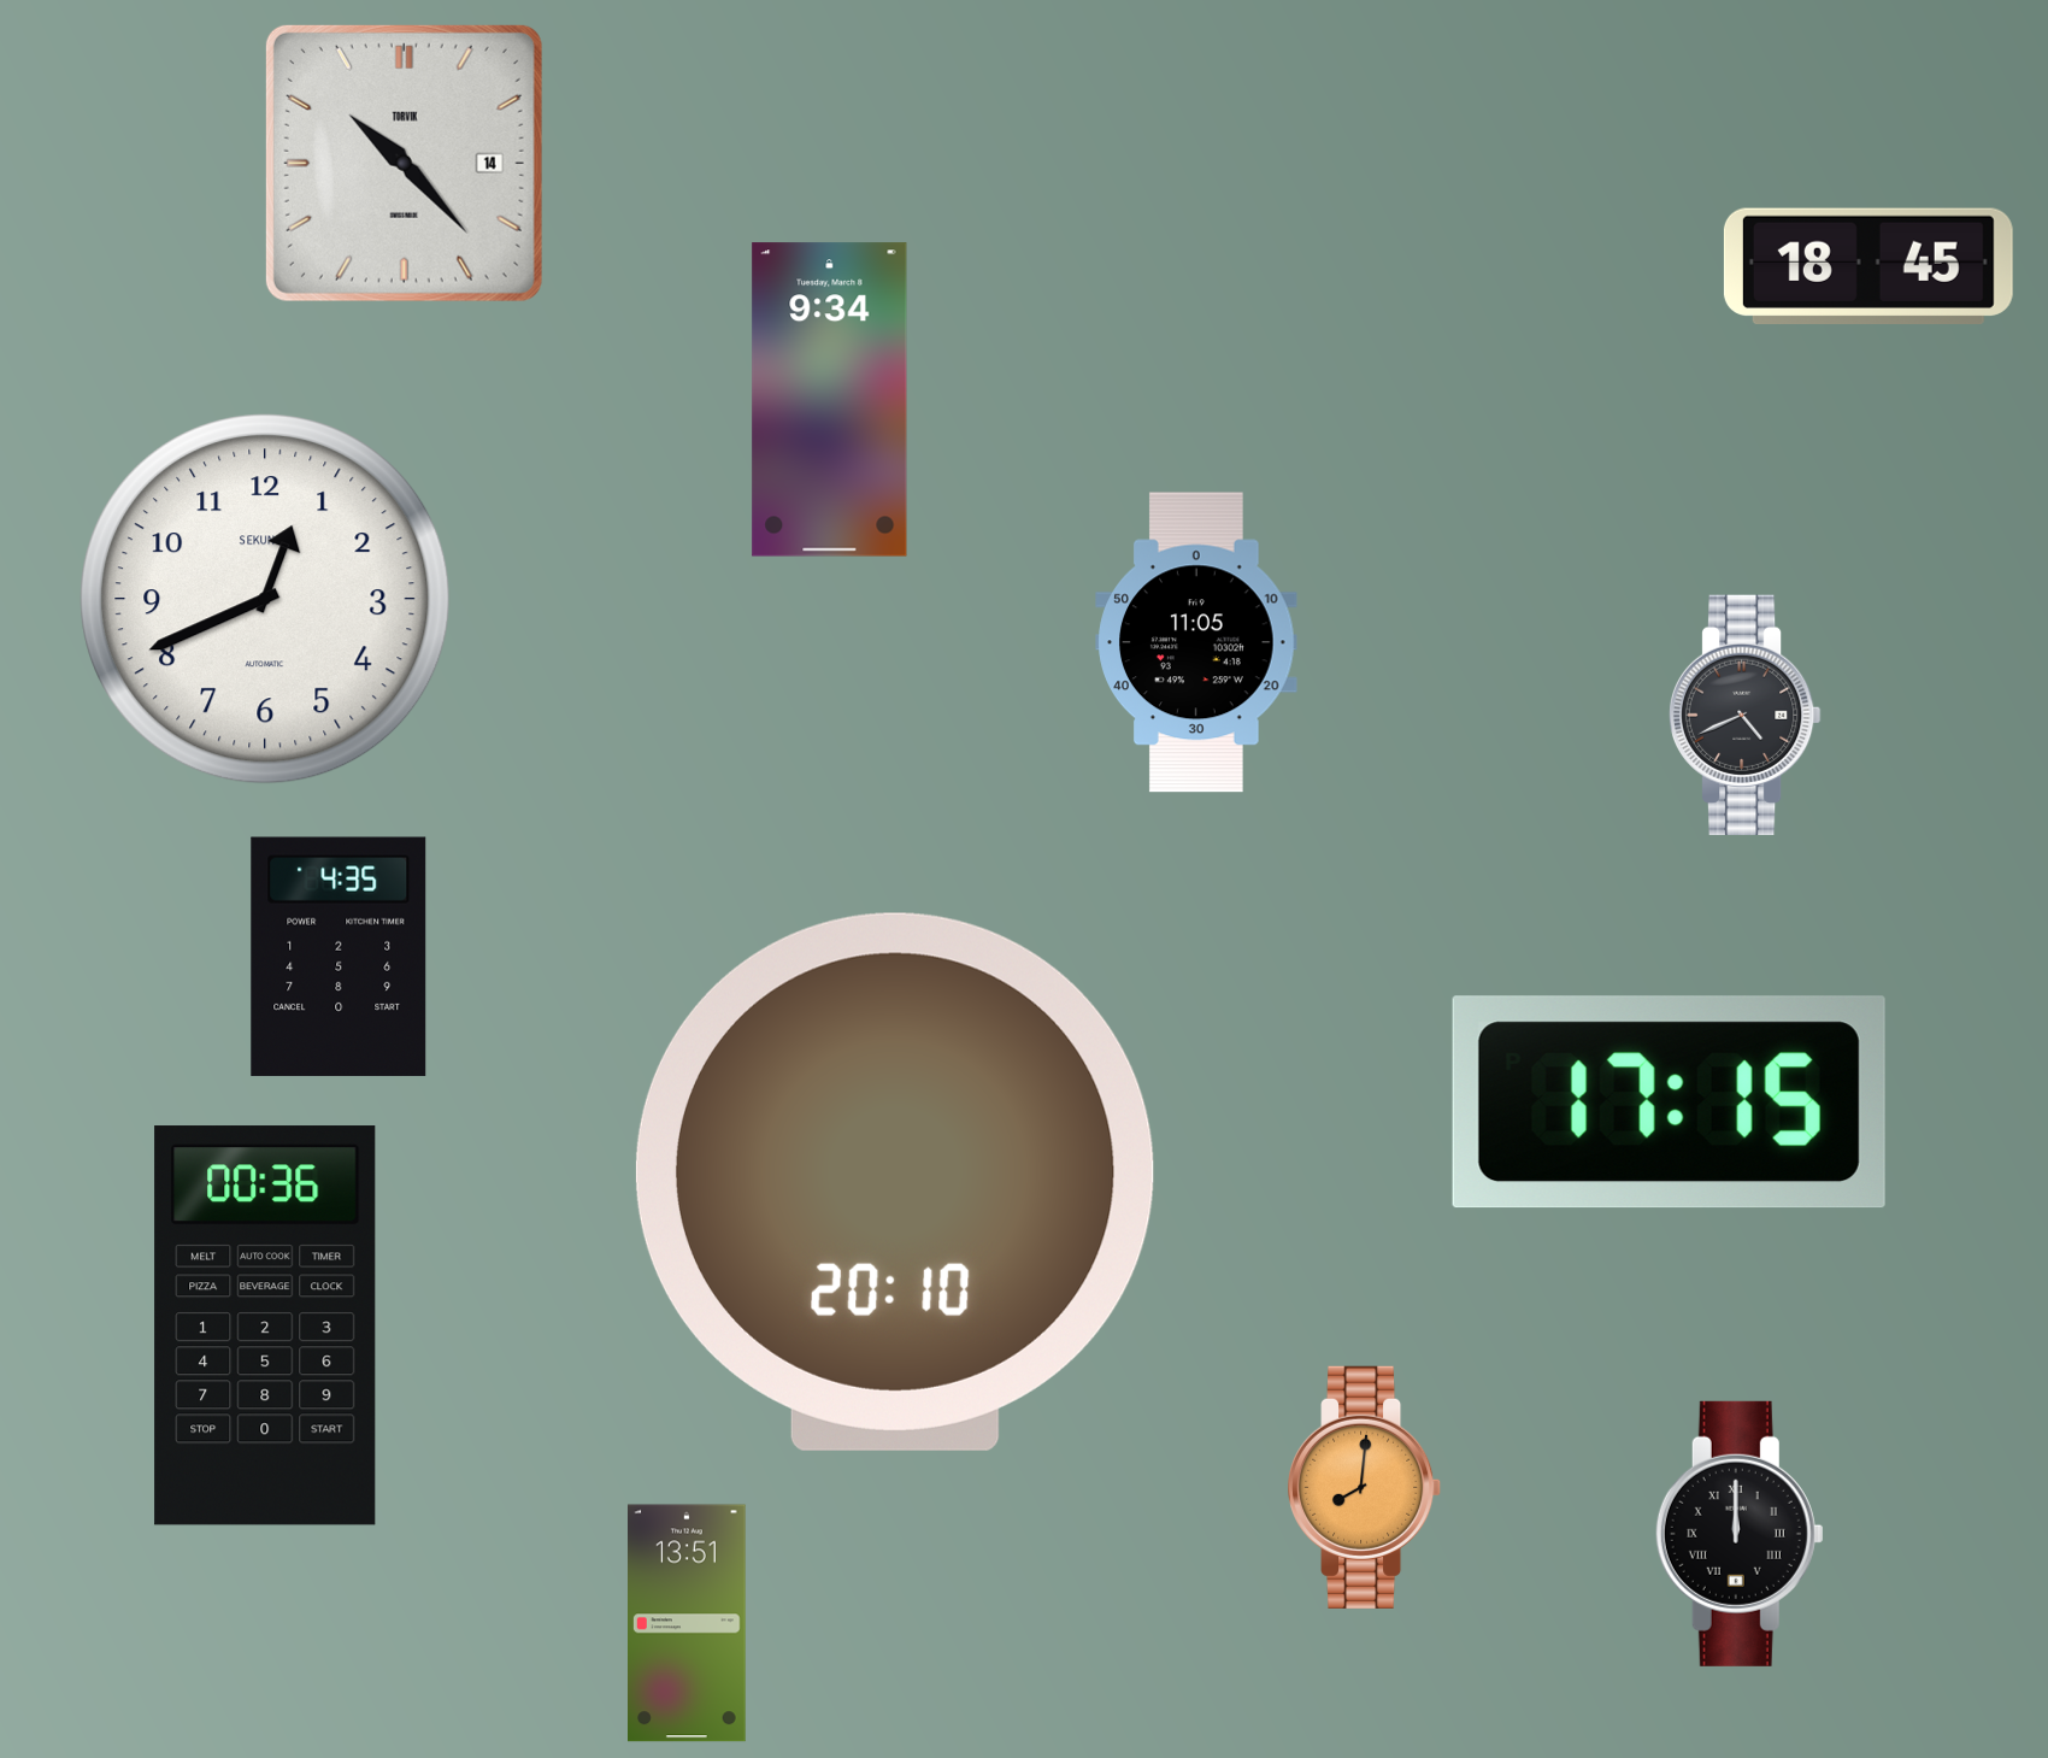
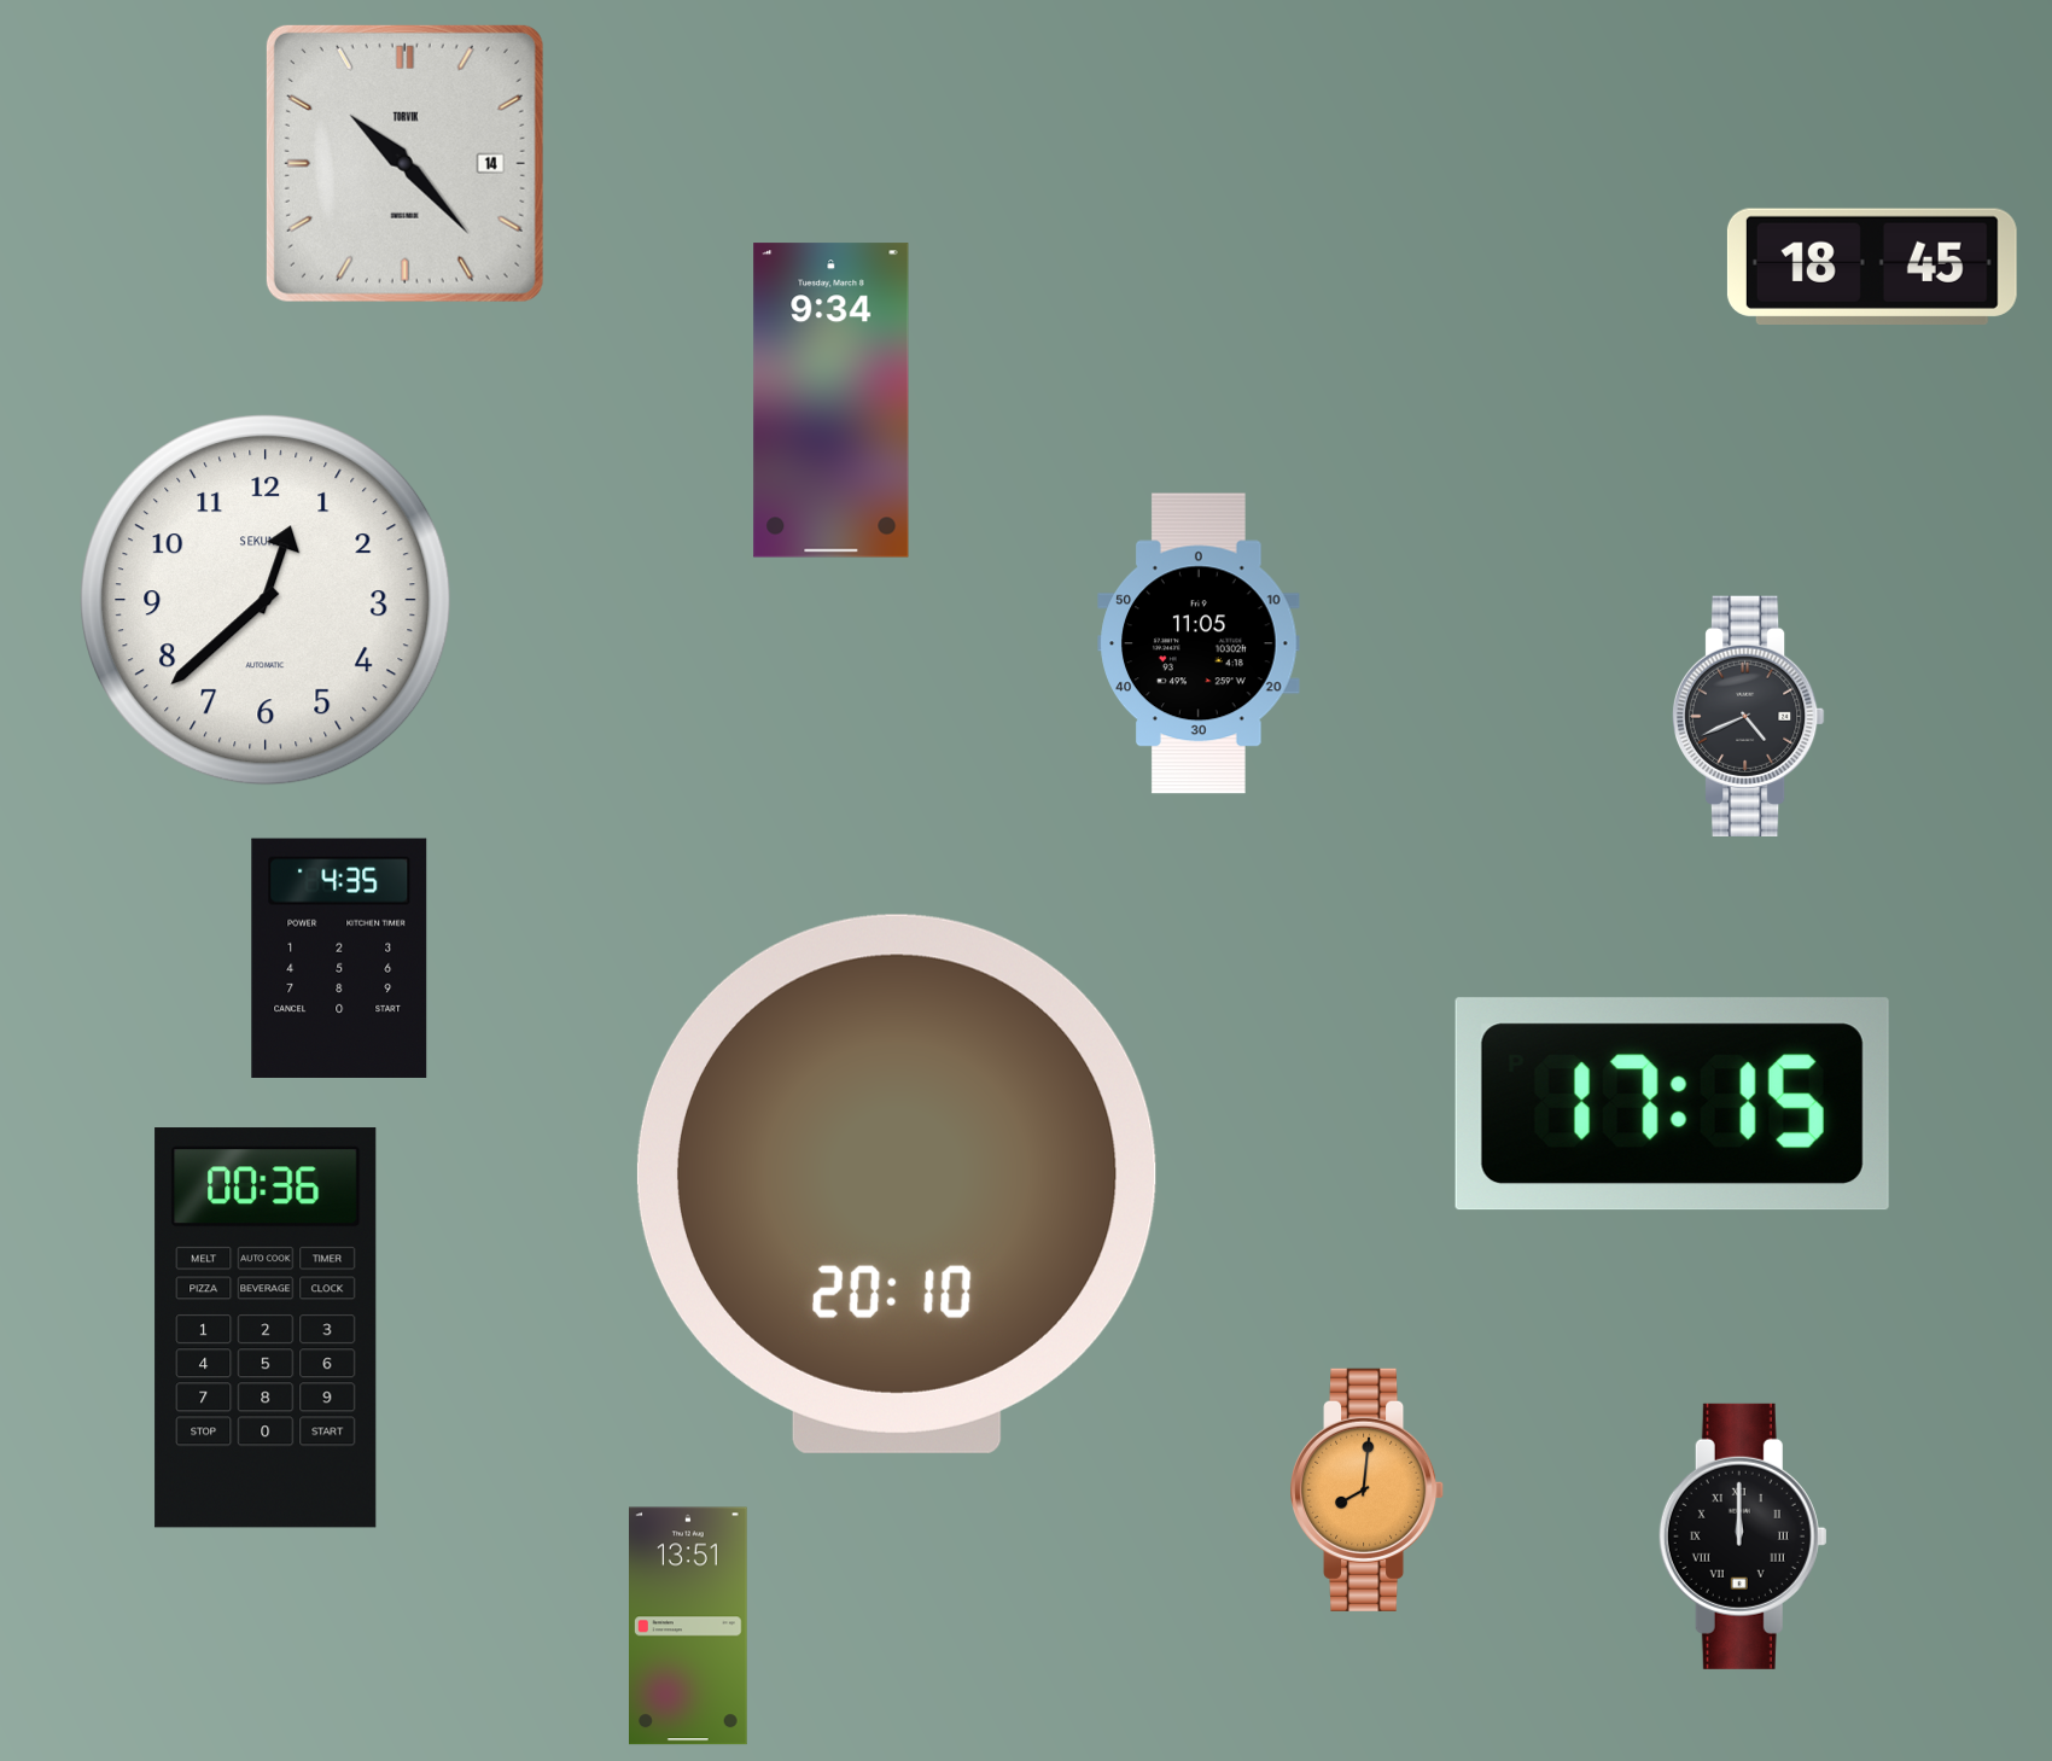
clock at (265, 599): 12:41 -> 12:38
